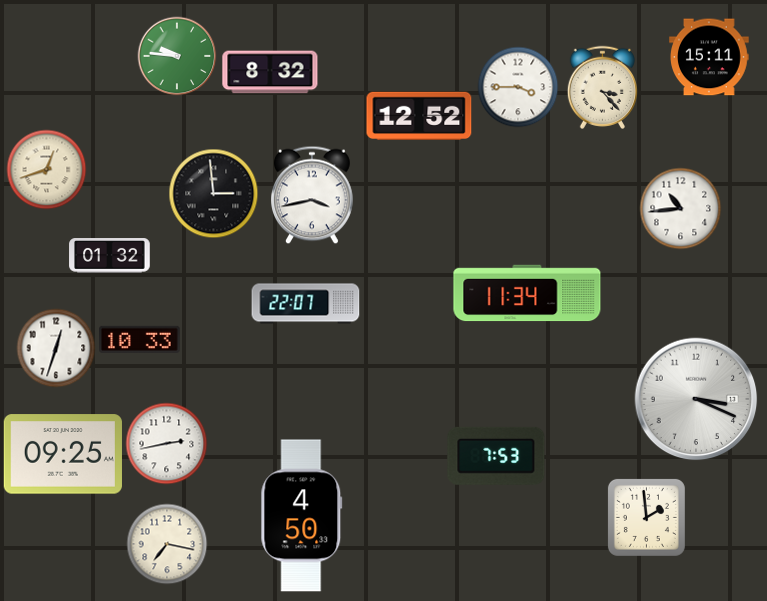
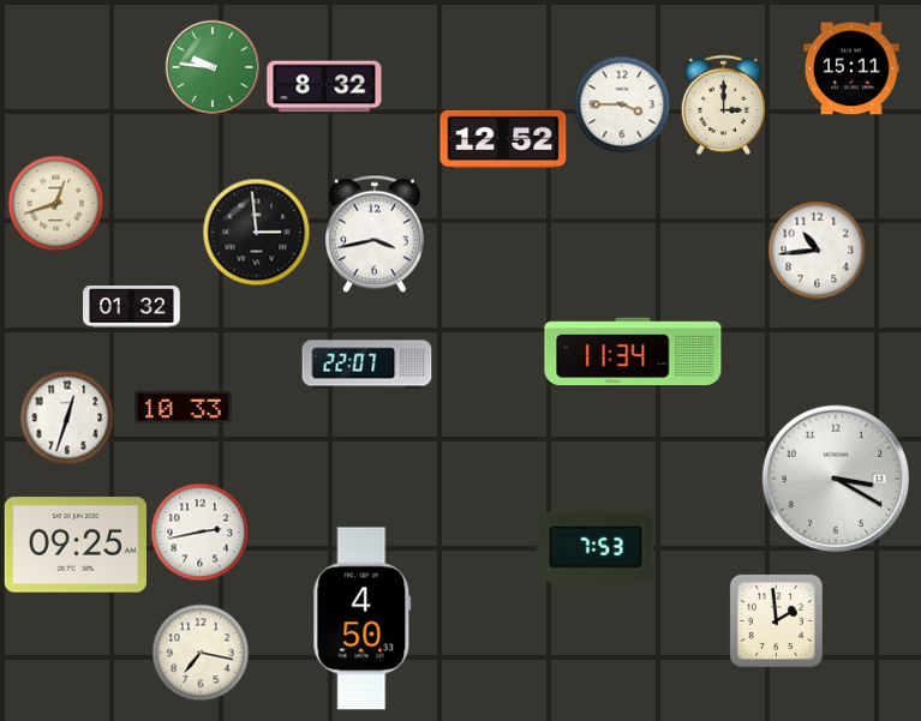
clock at (602, 87): 3:23 -> 3:00
clock at (140, 339) position: (140, 339) -> (184, 407)
clock at (696, 399): 3:19 -> 3:20
